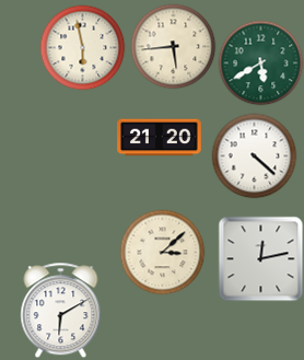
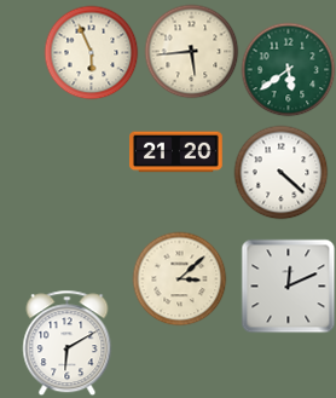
clock at (82, 47): 5:58 -> 5:56
clock at (260, 62): 5:40 -> 5:39
clock at (260, 258): 12:13 -> 12:11
